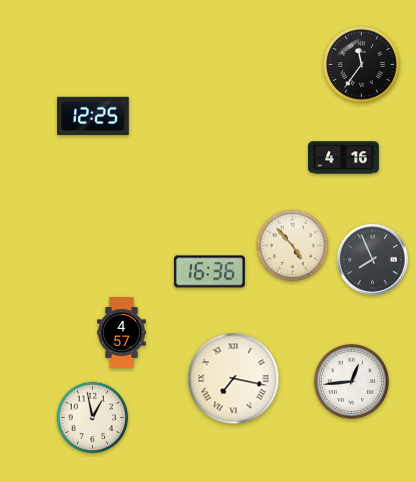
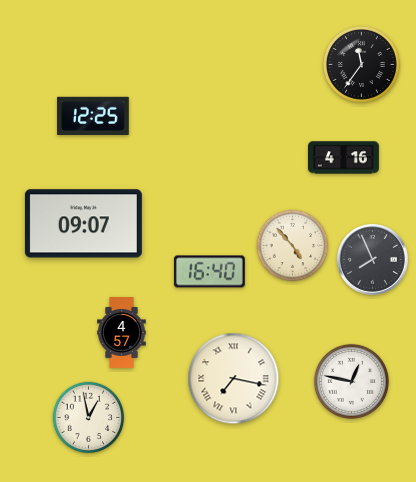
clock at (83, 224): none -> 09:07
clock at (209, 272): 16:36 -> 16:40
clock at (351, 381): 12:44 -> 12:47
clock at (93, 418) position: (93, 418) -> (89, 418)
